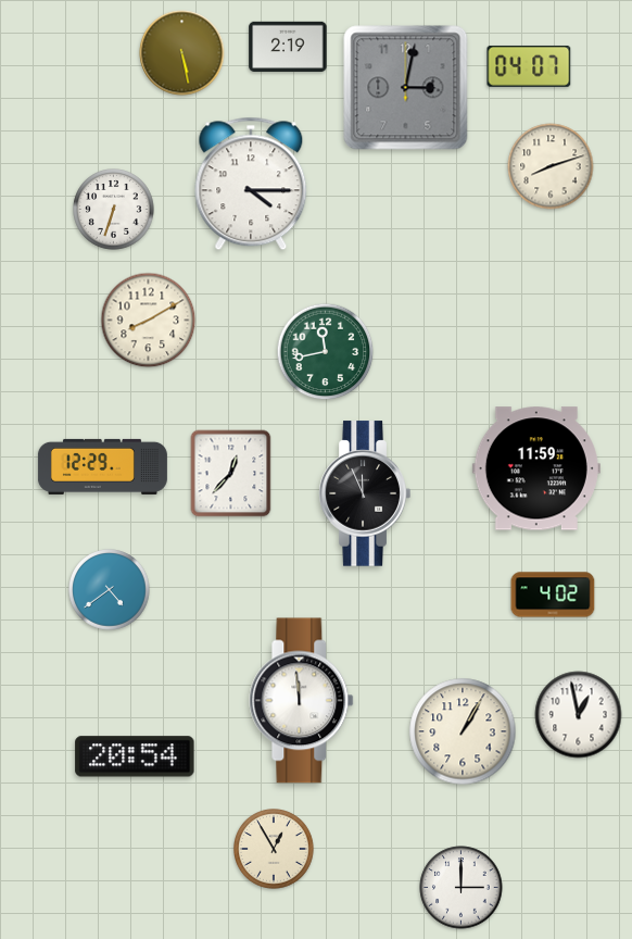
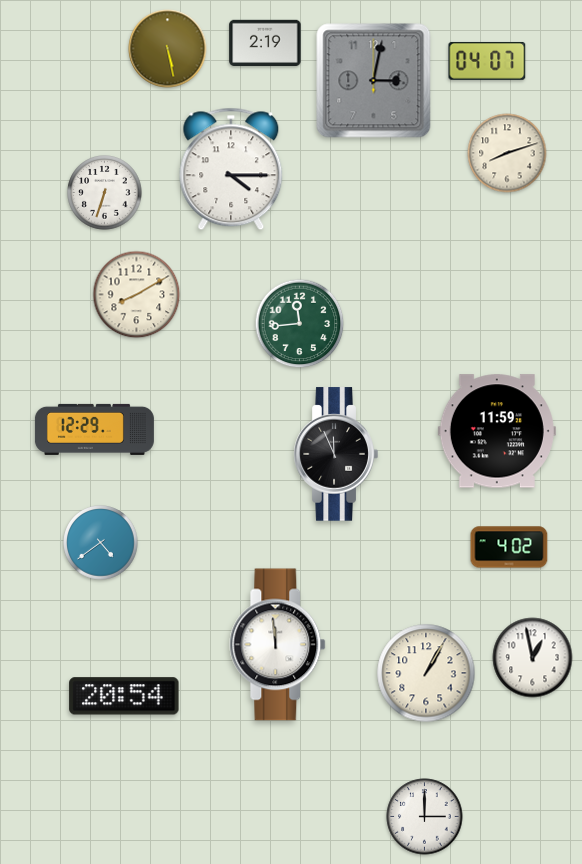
clock at (326, 352): 11:43 -> 11:44
clock at (536, 468) position: (536, 468) -> (497, 431)
clock at (231, 474): 12:37 -> none
clock at (275, 850): 12:55 -> none
